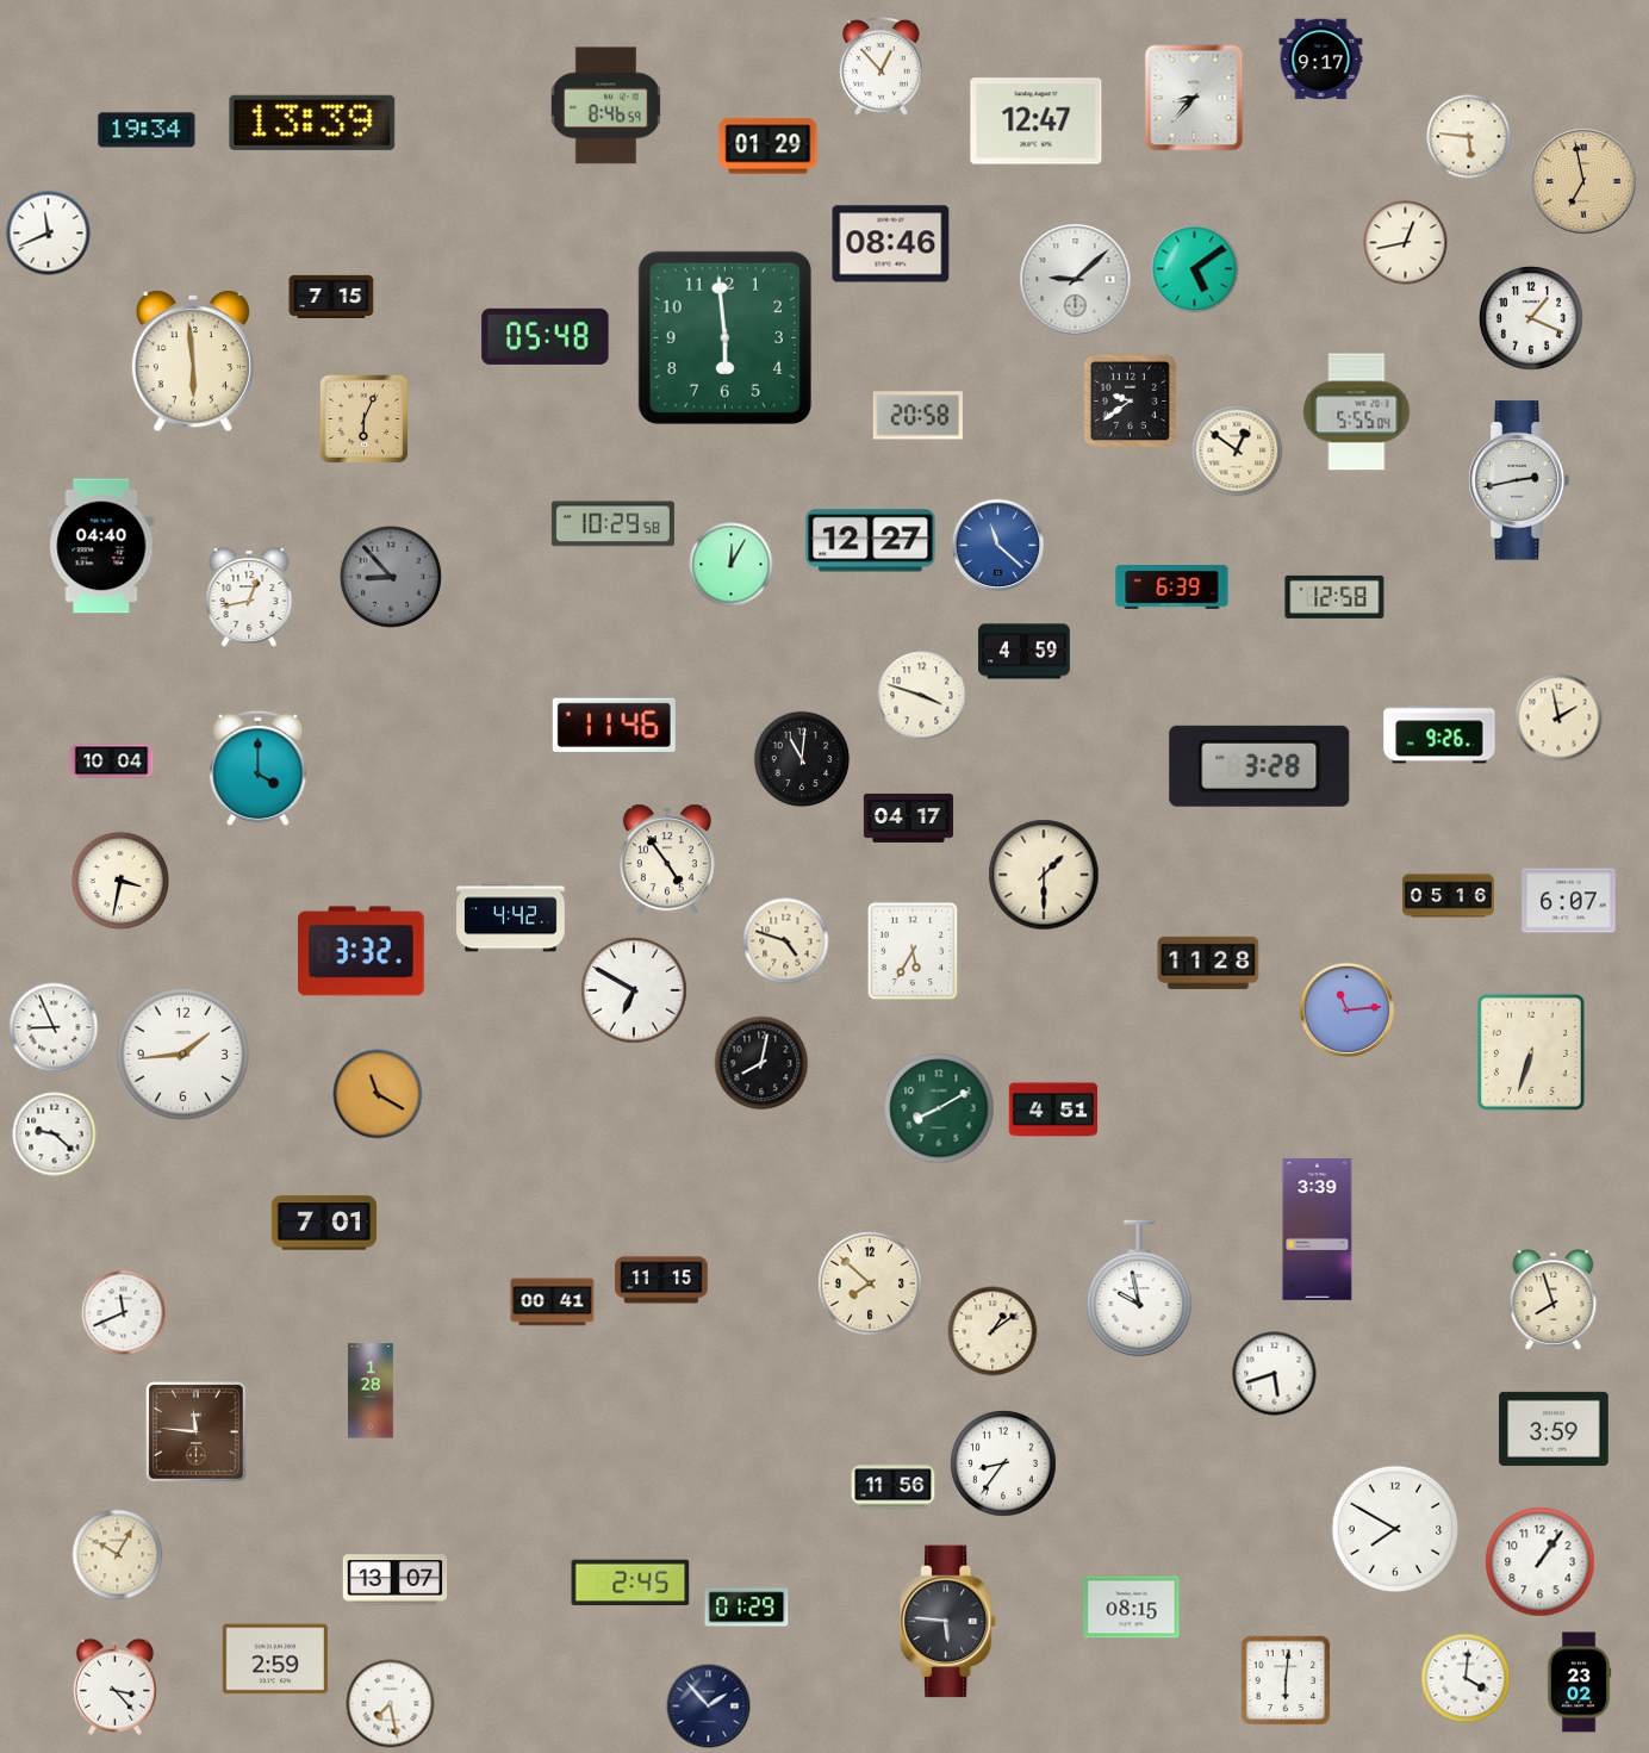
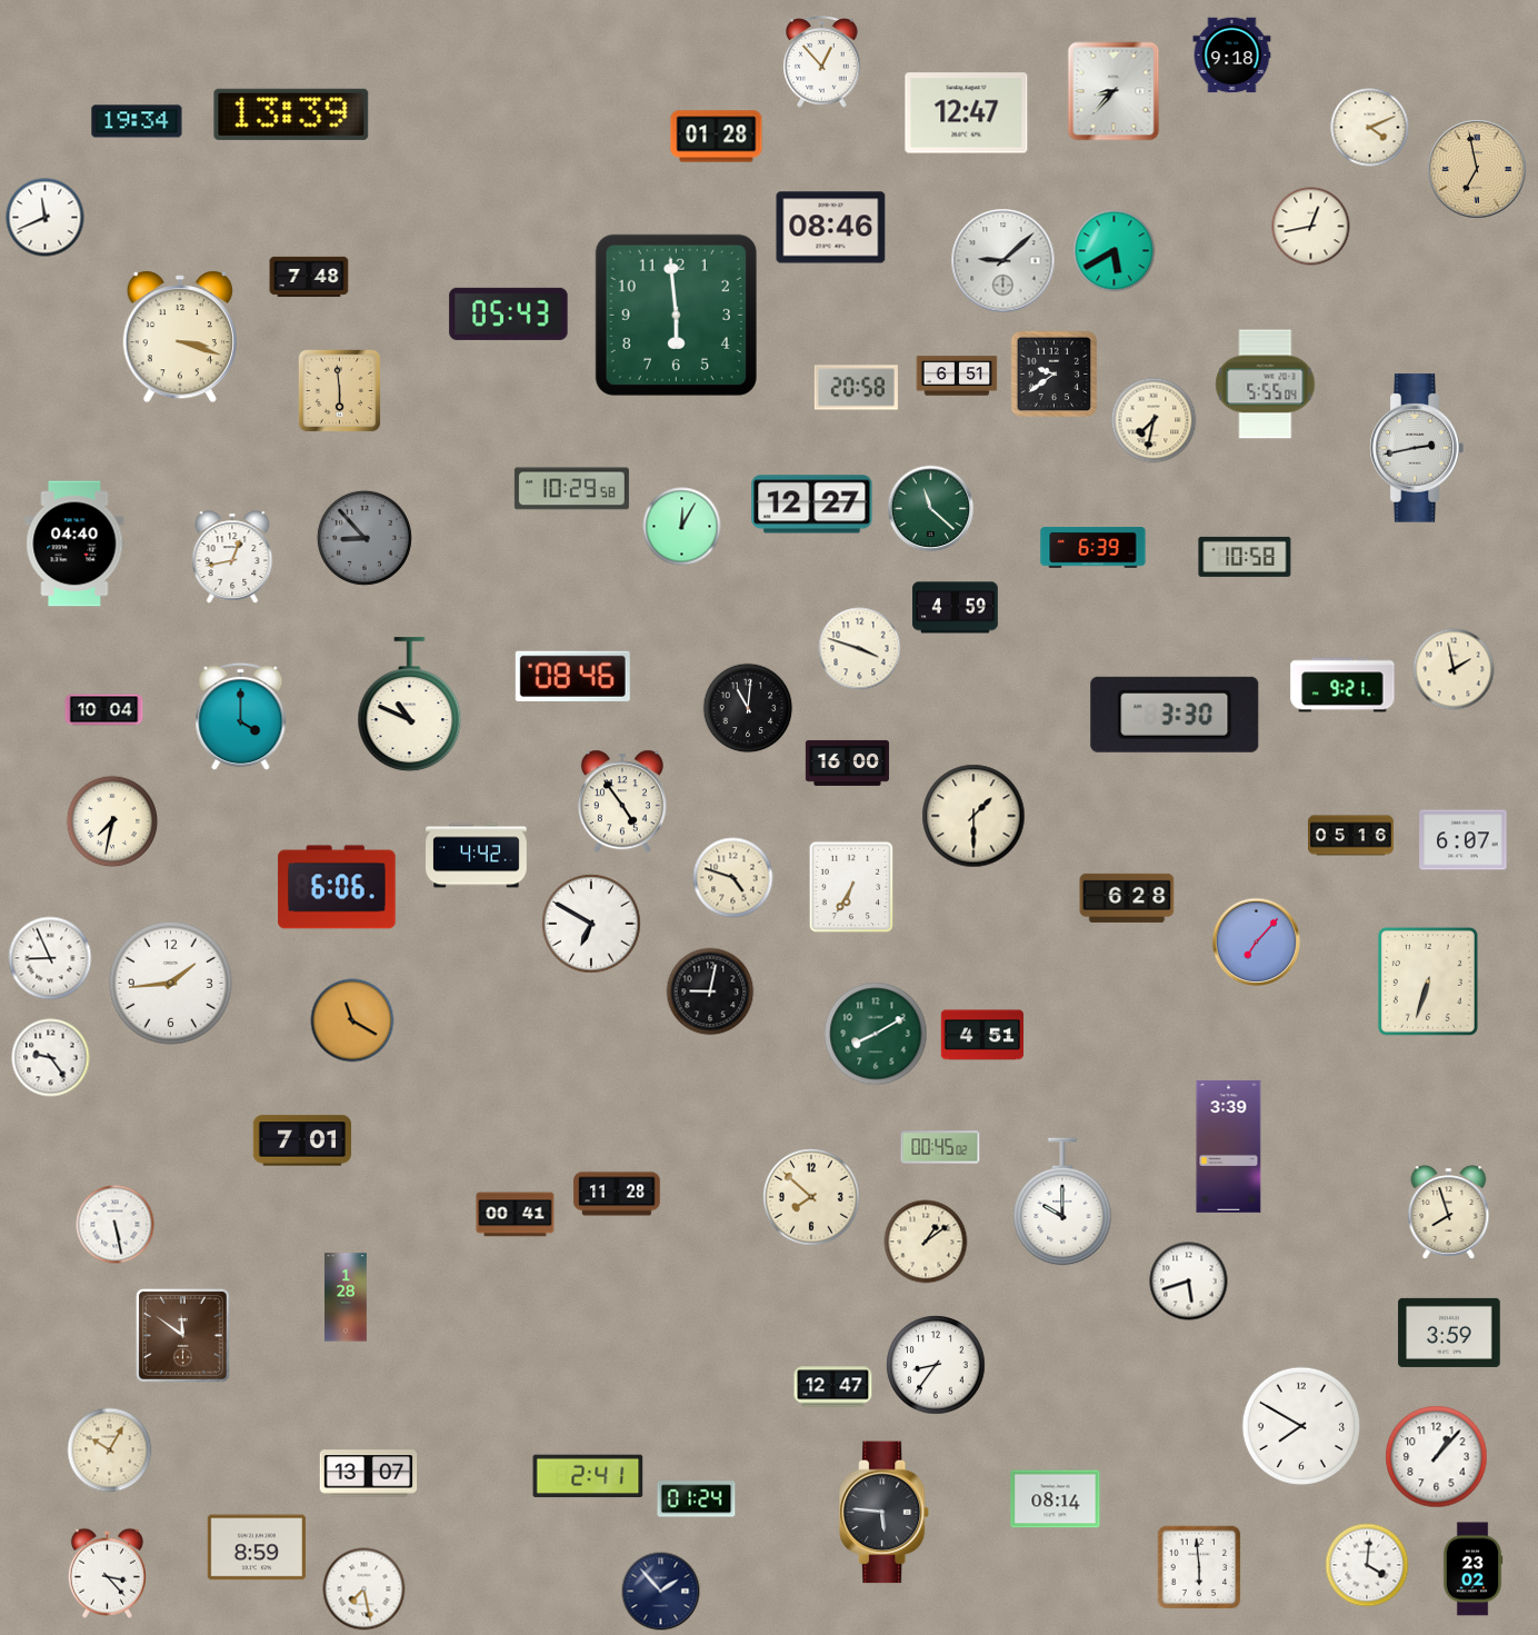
clock at (1321, 60): 9:17 -> 9:18
clock at (605, 106): 8:46 -> none
clock at (1469, 137): 5:46 -> 4:11
clock at (769, 147): 01:29 -> 01:28
clock at (1195, 269): 5:09 -> 5:40
clock at (331, 297): 7:15 -> 7:48
clock at (1532, 319): 1:19 -> none
clock at (546, 336): 05:48 -> 05:43
clock at (193, 361): 5:59 -> 3:18
clock at (957, 376): none -> 6:51
clock at (365, 419): 6:04 -> 5:59
clock at (1237, 450): 12:51 -> 7:32
clock at (101, 546) position: (101, 546) -> (74, 544)
clock at (998, 546) dial: blue -> green
clock at (1334, 597): 12:58 -> 10:58
clock at (614, 725): 11:46 -> 08:46
clock at (1439, 734): 9:26 -> 9:21
clock at (410, 705): none -> 10:49
clock at (1259, 766): 3:28 -> 3:30
clock at (908, 818): 04:17 -> 16:00
clock at (120, 881): 3:32 -> 7:32
clock at (361, 951): 3:32 -> 6:06
clock at (913, 951): 5:35 -> 6:35
clock at (1208, 963): 11:28 -> 6:28
clock at (1348, 1011): 11:14 -> 7:07
clock at (761, 1063): 8:02 -> 9:02
clock at (55, 1135): 9:22 -> 9:24
clock at (940, 1147): none -> 00:45
clock at (661, 1280): 11:15 -> 11:28
clock at (1139, 1288): 9:58 -> 10:00
clock at (124, 1313): 11:41 -> 5:28
clock at (197, 1432): 11:46 -> 11:51
clock at (894, 1487): 11:56 -> 12:47
clock at (1541, 1562): 1:06 -> 1:07
clock at (630, 1583): 2:45 -> 2:41
clock at (747, 1608): 01:29 -> 01:24
clock at (1132, 1608): 08:15 -> 08:14
clock at (275, 1659): 2:59 -> 8:59
clock at (1286, 1680): 6:01 -> 5:59
